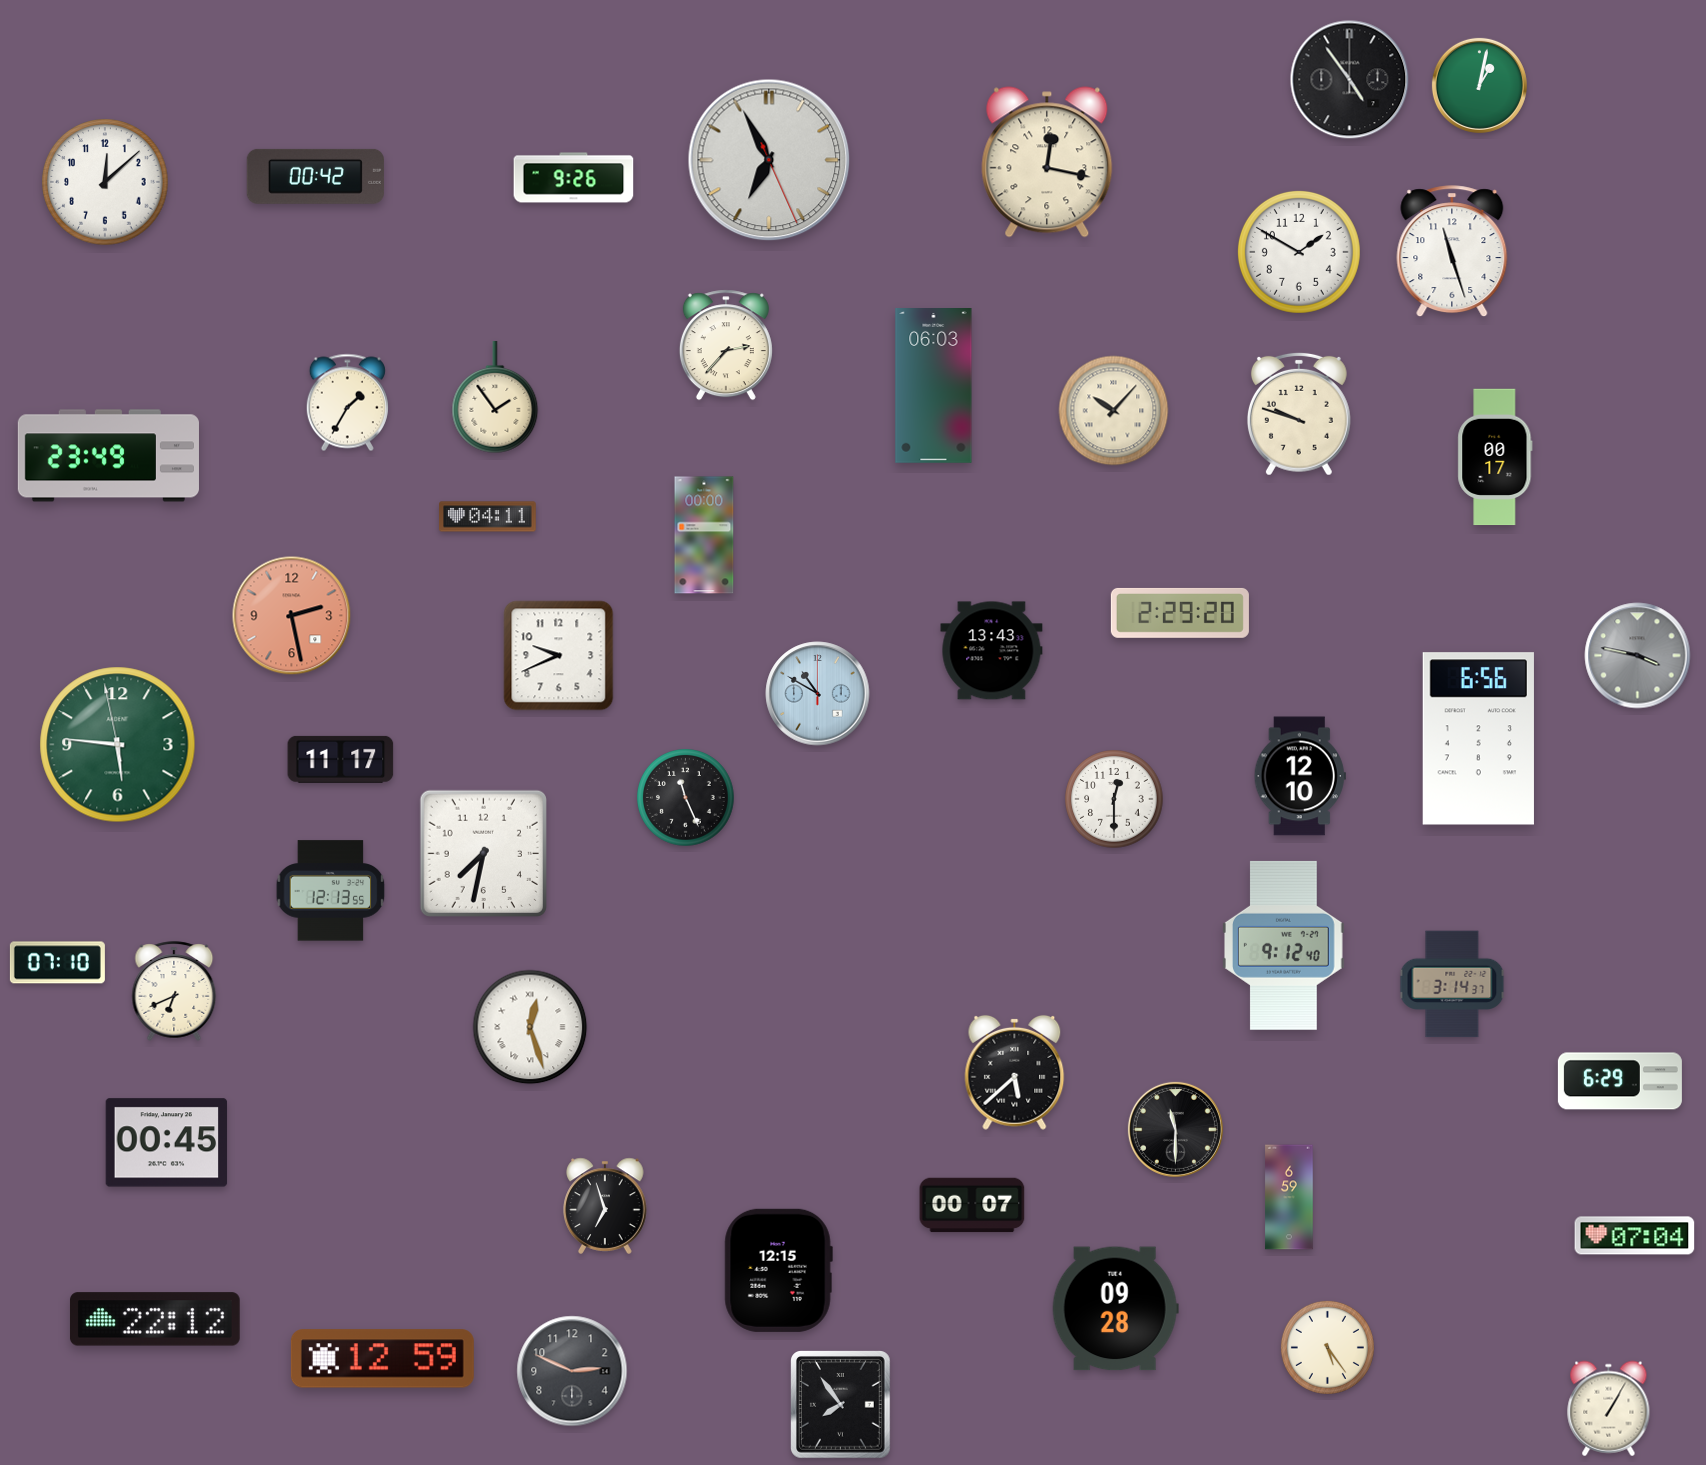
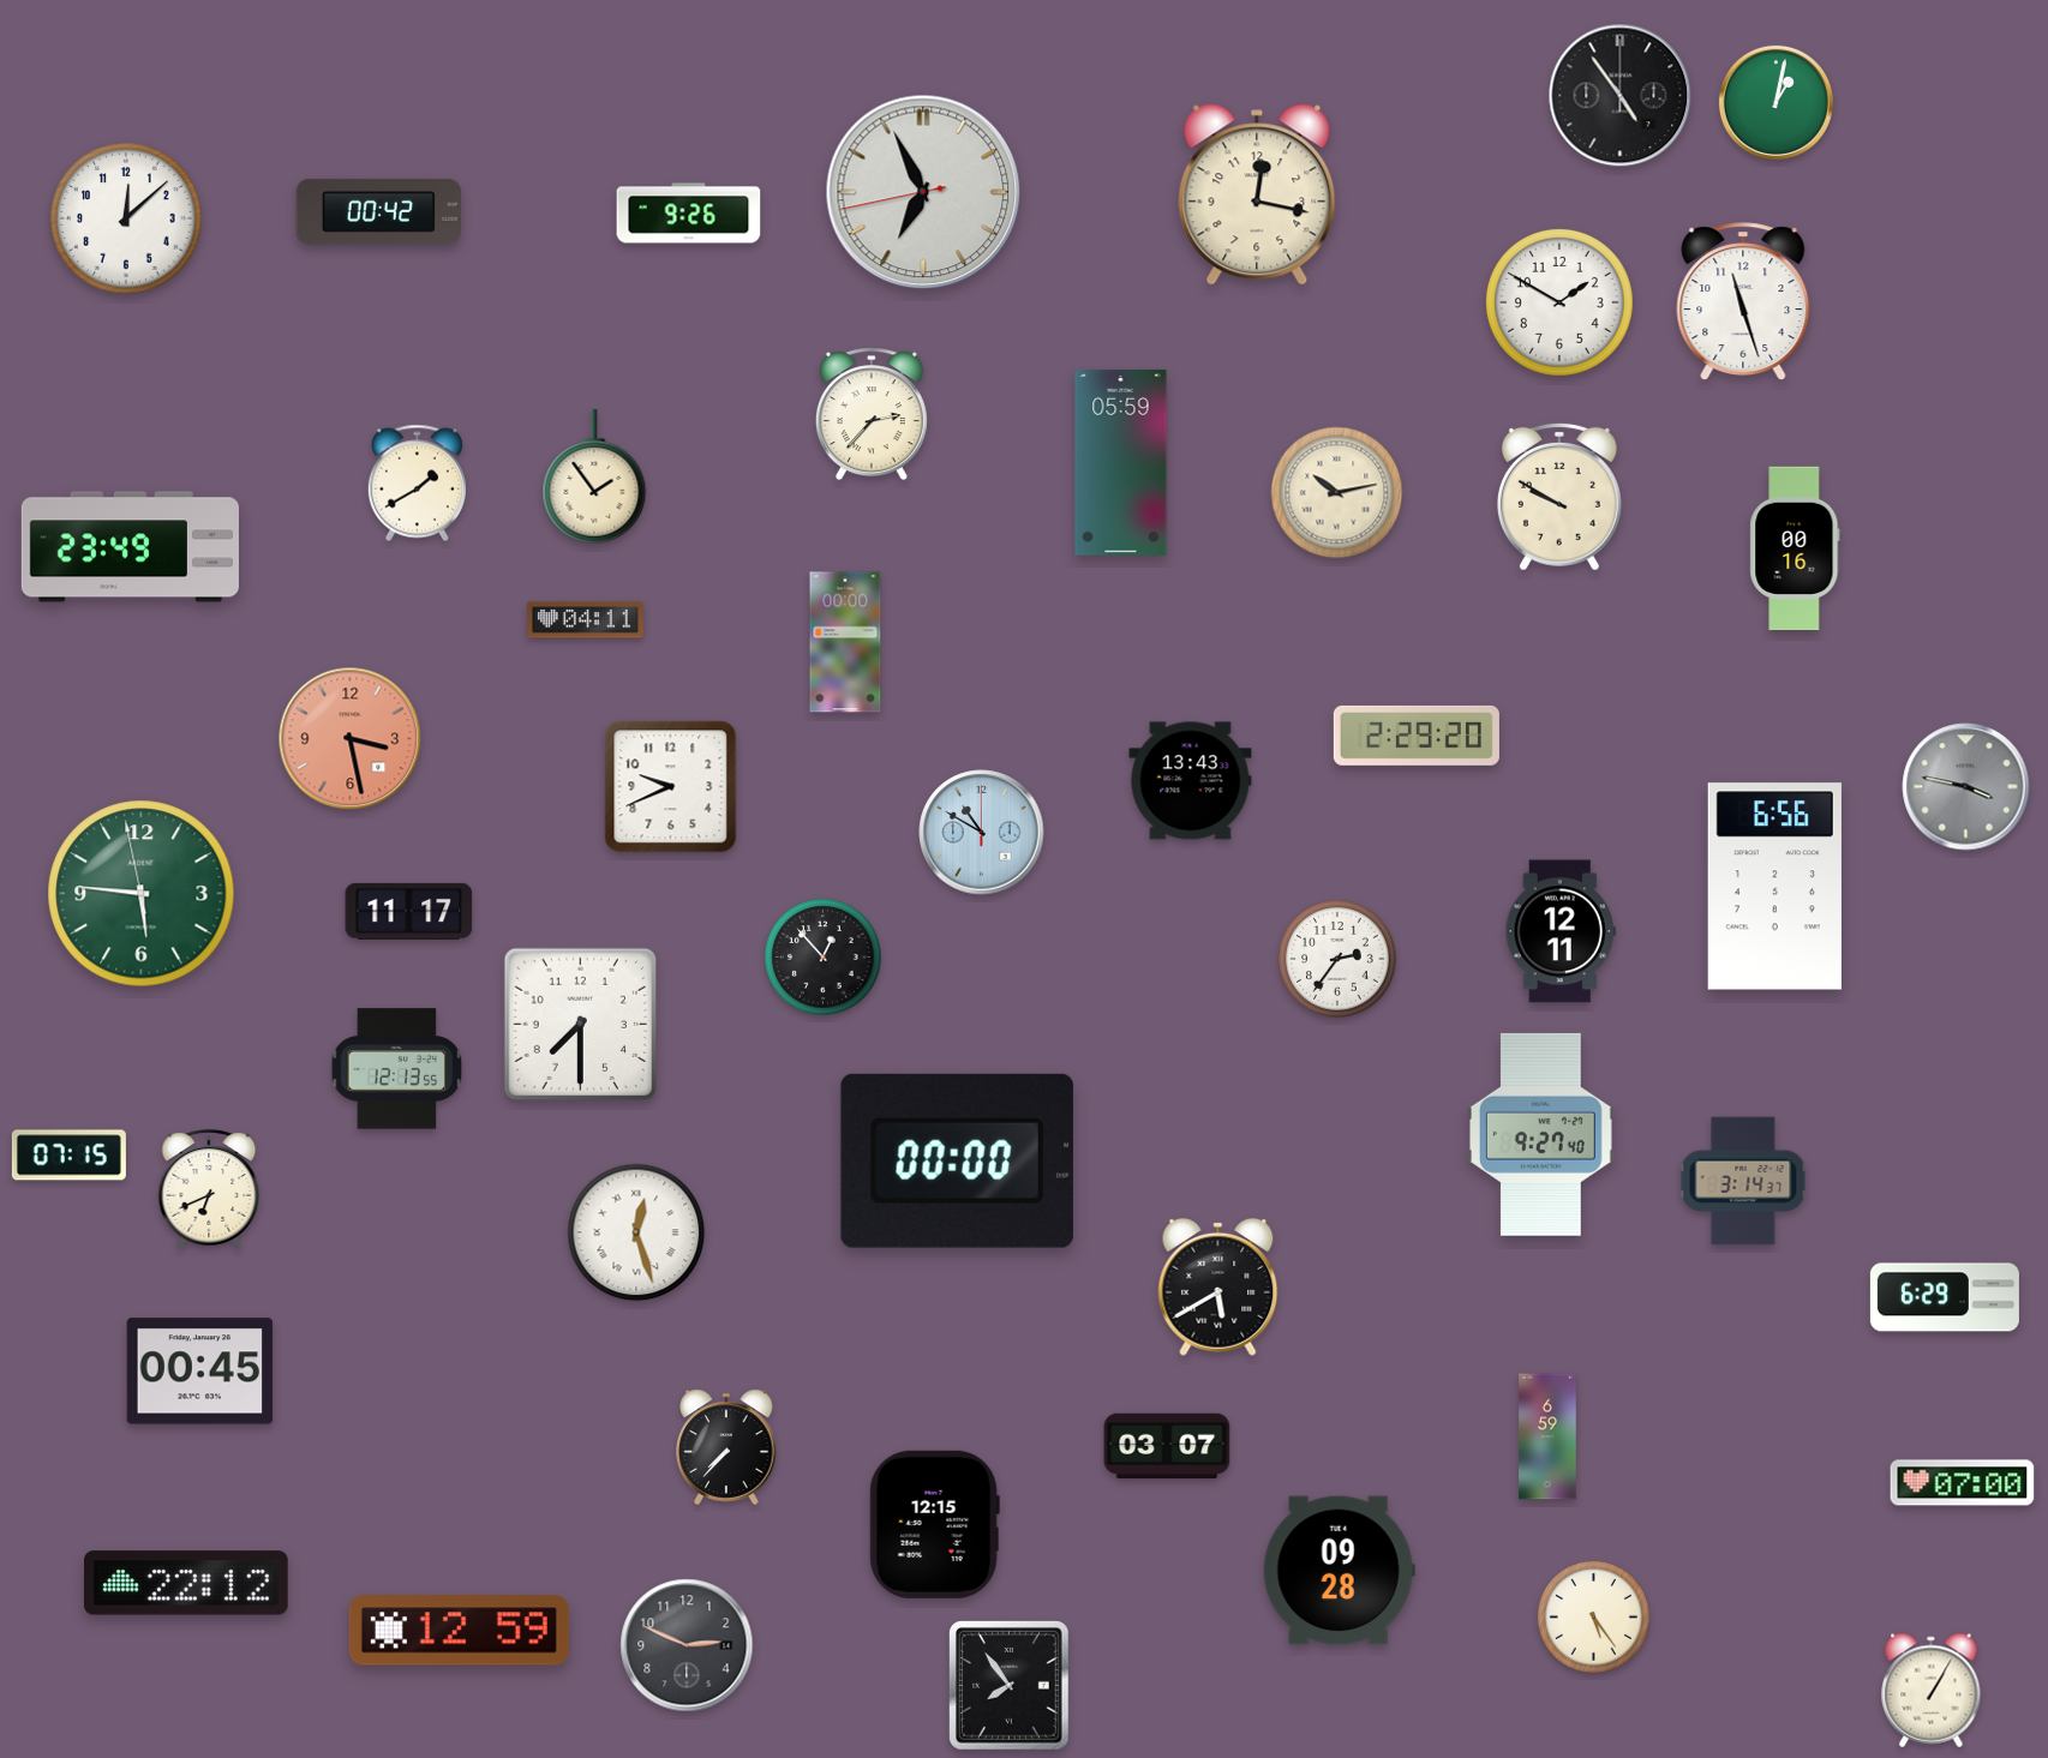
clock at (769, 160): 6:55:26 -> 6:55:43
clock at (934, 386): 06:03 -> 05:59
clock at (347, 403): 1:35 -> 1:40
clock at (1114, 411): 10:07 -> 10:13
clock at (1299, 414): 9:48 -> 9:50
clock at (1495, 457): 00:17 -> 00:16
clock at (292, 616): 2:28 -> 3:28
clock at (1300, 776): 12:10 -> 12:11
clock at (686, 798): 11:26 -> 12:53
clock at (1114, 799): 12:30 -> 2:36
clock at (483, 853): 7:32 -> 7:30
clock at (1284, 945): 9:12 -> 9:27
clock at (57, 963): 07:10 -> 07:15
clock at (957, 1160): none -> 00:00
clock at (1015, 1072): 5:38 -> 5:40
clock at (1175, 1129): 11:30 -> none
clock at (972, 1205): 00:07 -> 03:07
clock at (605, 1206): 6:57 -> 7:37
clock at (1635, 1236): 07:04 -> 07:00
